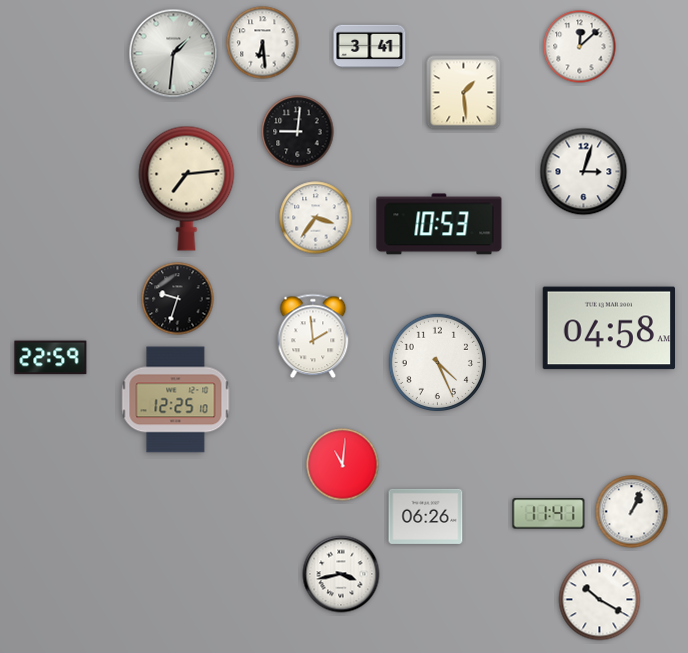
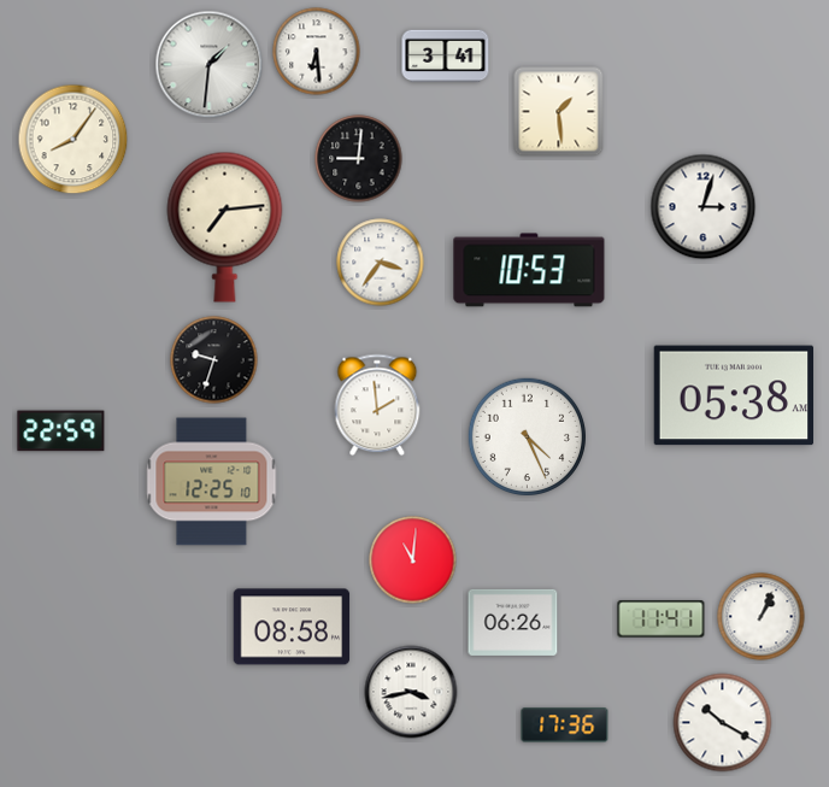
clock at (580, 47): 12:08 -> none
clock at (74, 140): none -> 8:06
clock at (608, 328): 04:58 -> 05:38
clock at (292, 627): none -> 08:58
clock at (565, 726): none -> 17:36
